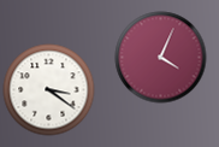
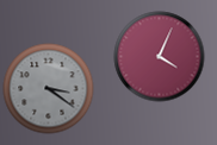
clock at (49, 90) dial: white -> grey
